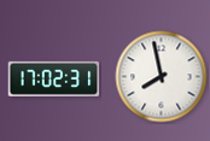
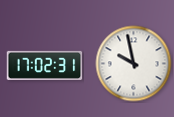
clock at (162, 77): 7:58 -> 9:58
